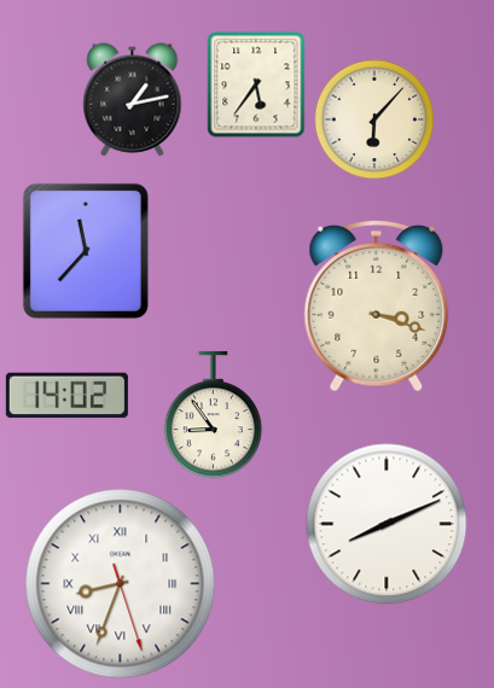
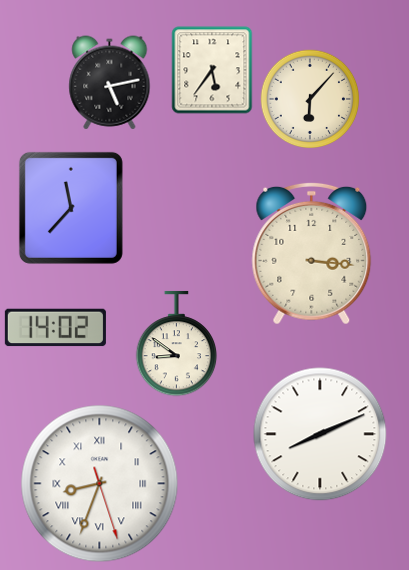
clock at (133, 100): 1:13 -> 5:13
clock at (377, 305): 3:18 -> 3:16
clock at (214, 415): 8:54 -> 8:51
